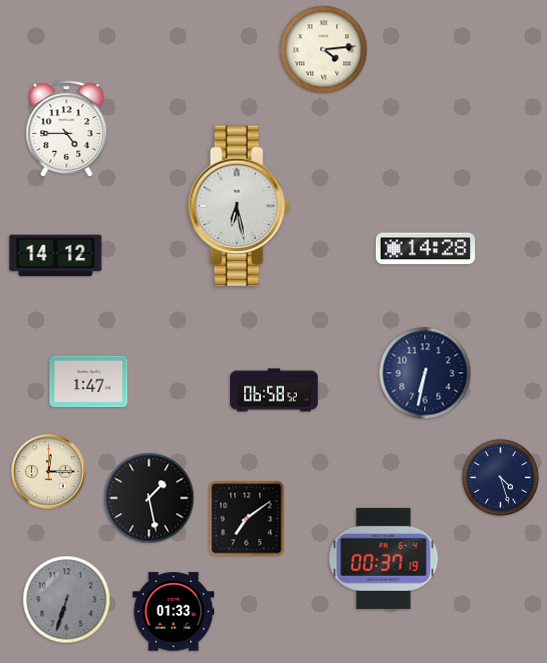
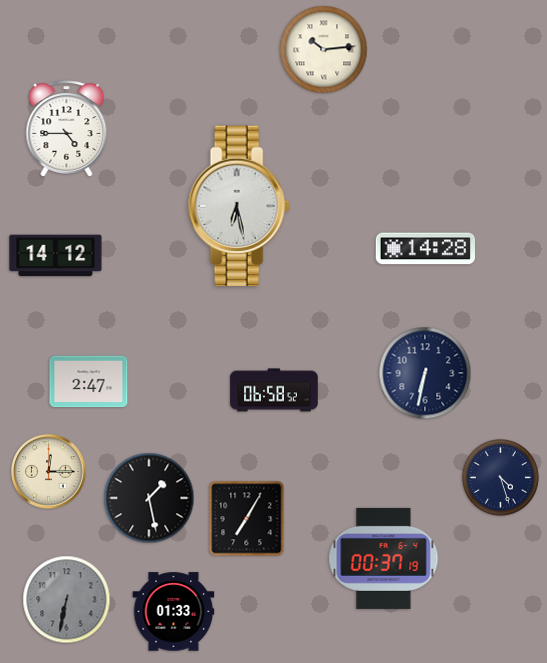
clock at (324, 50): 4:14 -> 10:14
clock at (89, 382): 1:47 -> 2:47
clock at (247, 519): 7:09 -> 7:05
clock at (67, 600): 6:33 -> 6:32
